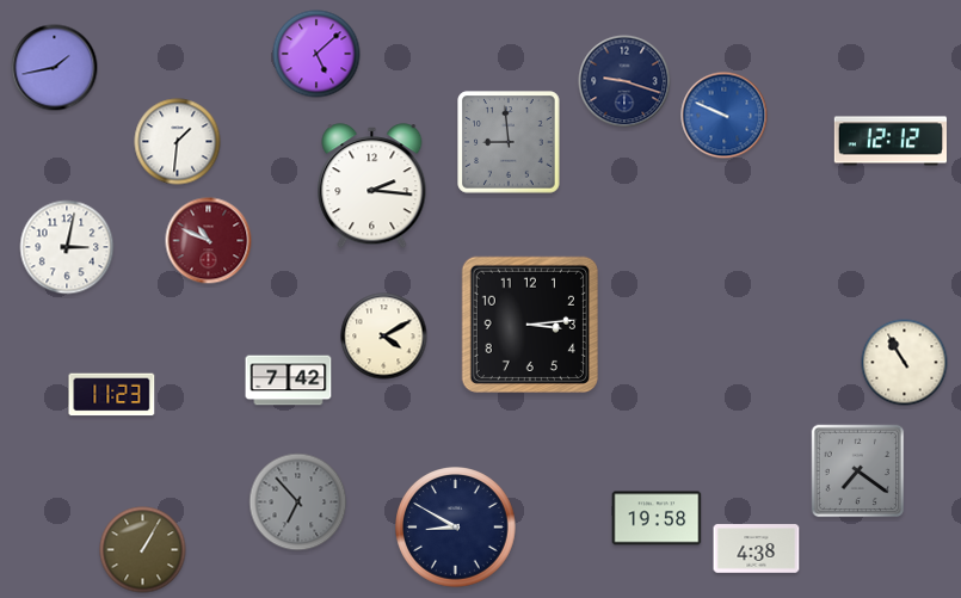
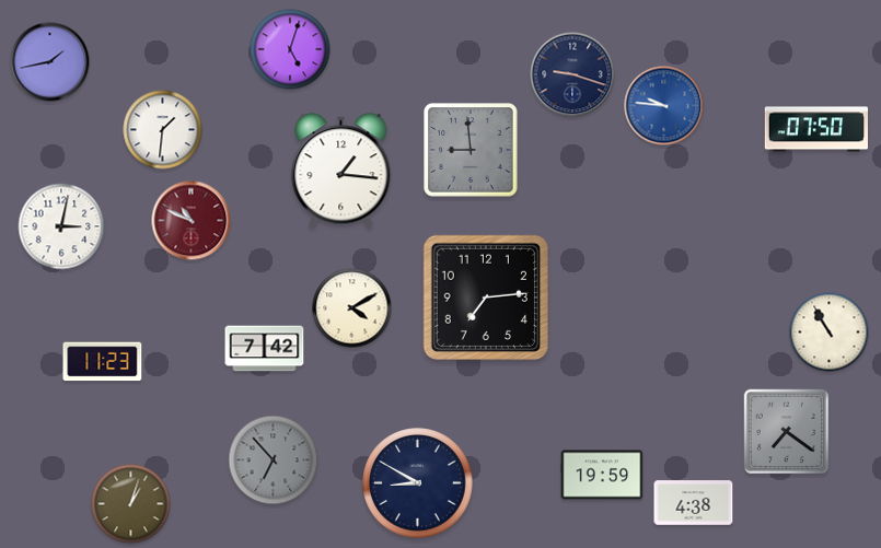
clock at (316, 54): 5:08 -> 5:03
clock at (725, 116): 9:49 -> 9:46
clock at (889, 141): 12:12 -> 07:50
clock at (509, 142) position: (509, 142) -> (471, 150)
clock at (372, 186): 2:16 -> 1:16
clock at (530, 325): 3:14 -> 7:14
clock at (657, 518): 19:58 -> 19:59
clock at (143, 550): 1:05 -> 1:03
